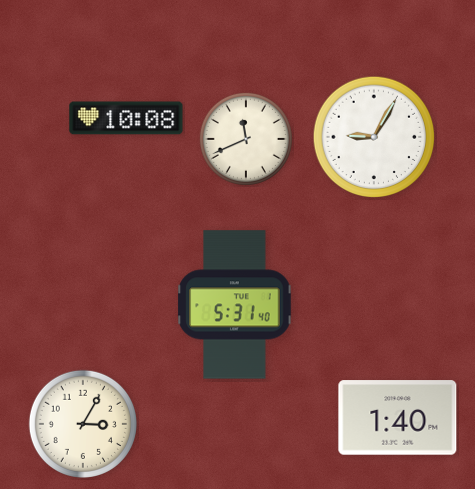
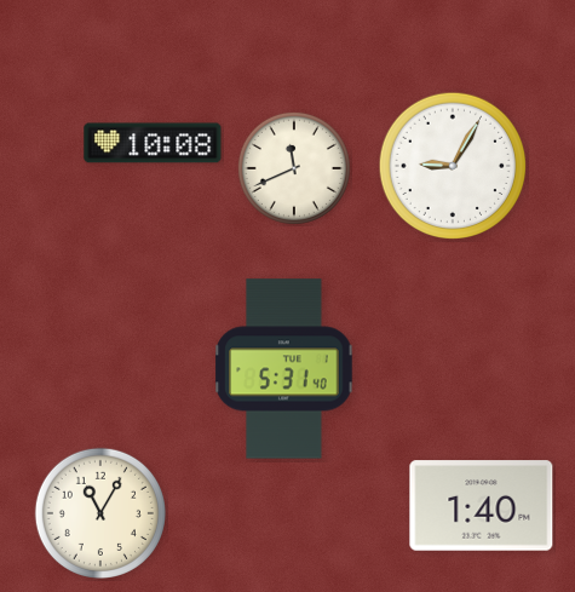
clock at (246, 139) position: (246, 139) -> (294, 168)
clock at (83, 424): 3:05 -> 11:05
